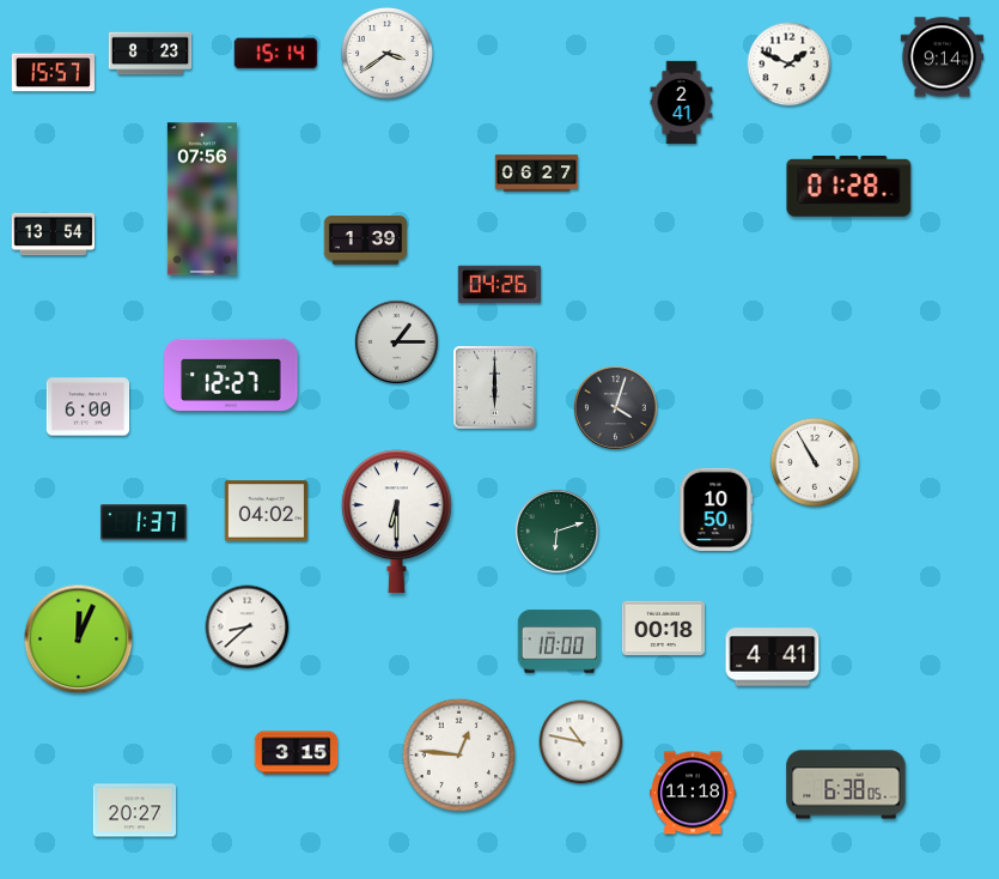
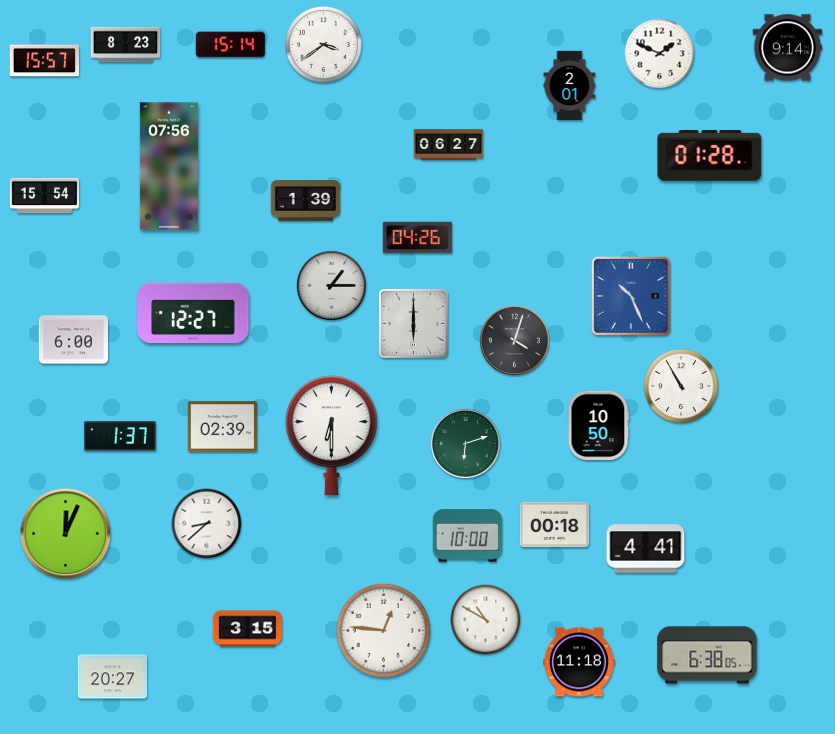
clock at (682, 103): 2:41 -> 2:01
clock at (54, 235): 13:54 -> 15:54
clock at (631, 296): none -> 10:26
clock at (267, 511): 04:02 -> 02:39
clock at (581, 742): 10:47 -> 10:50
